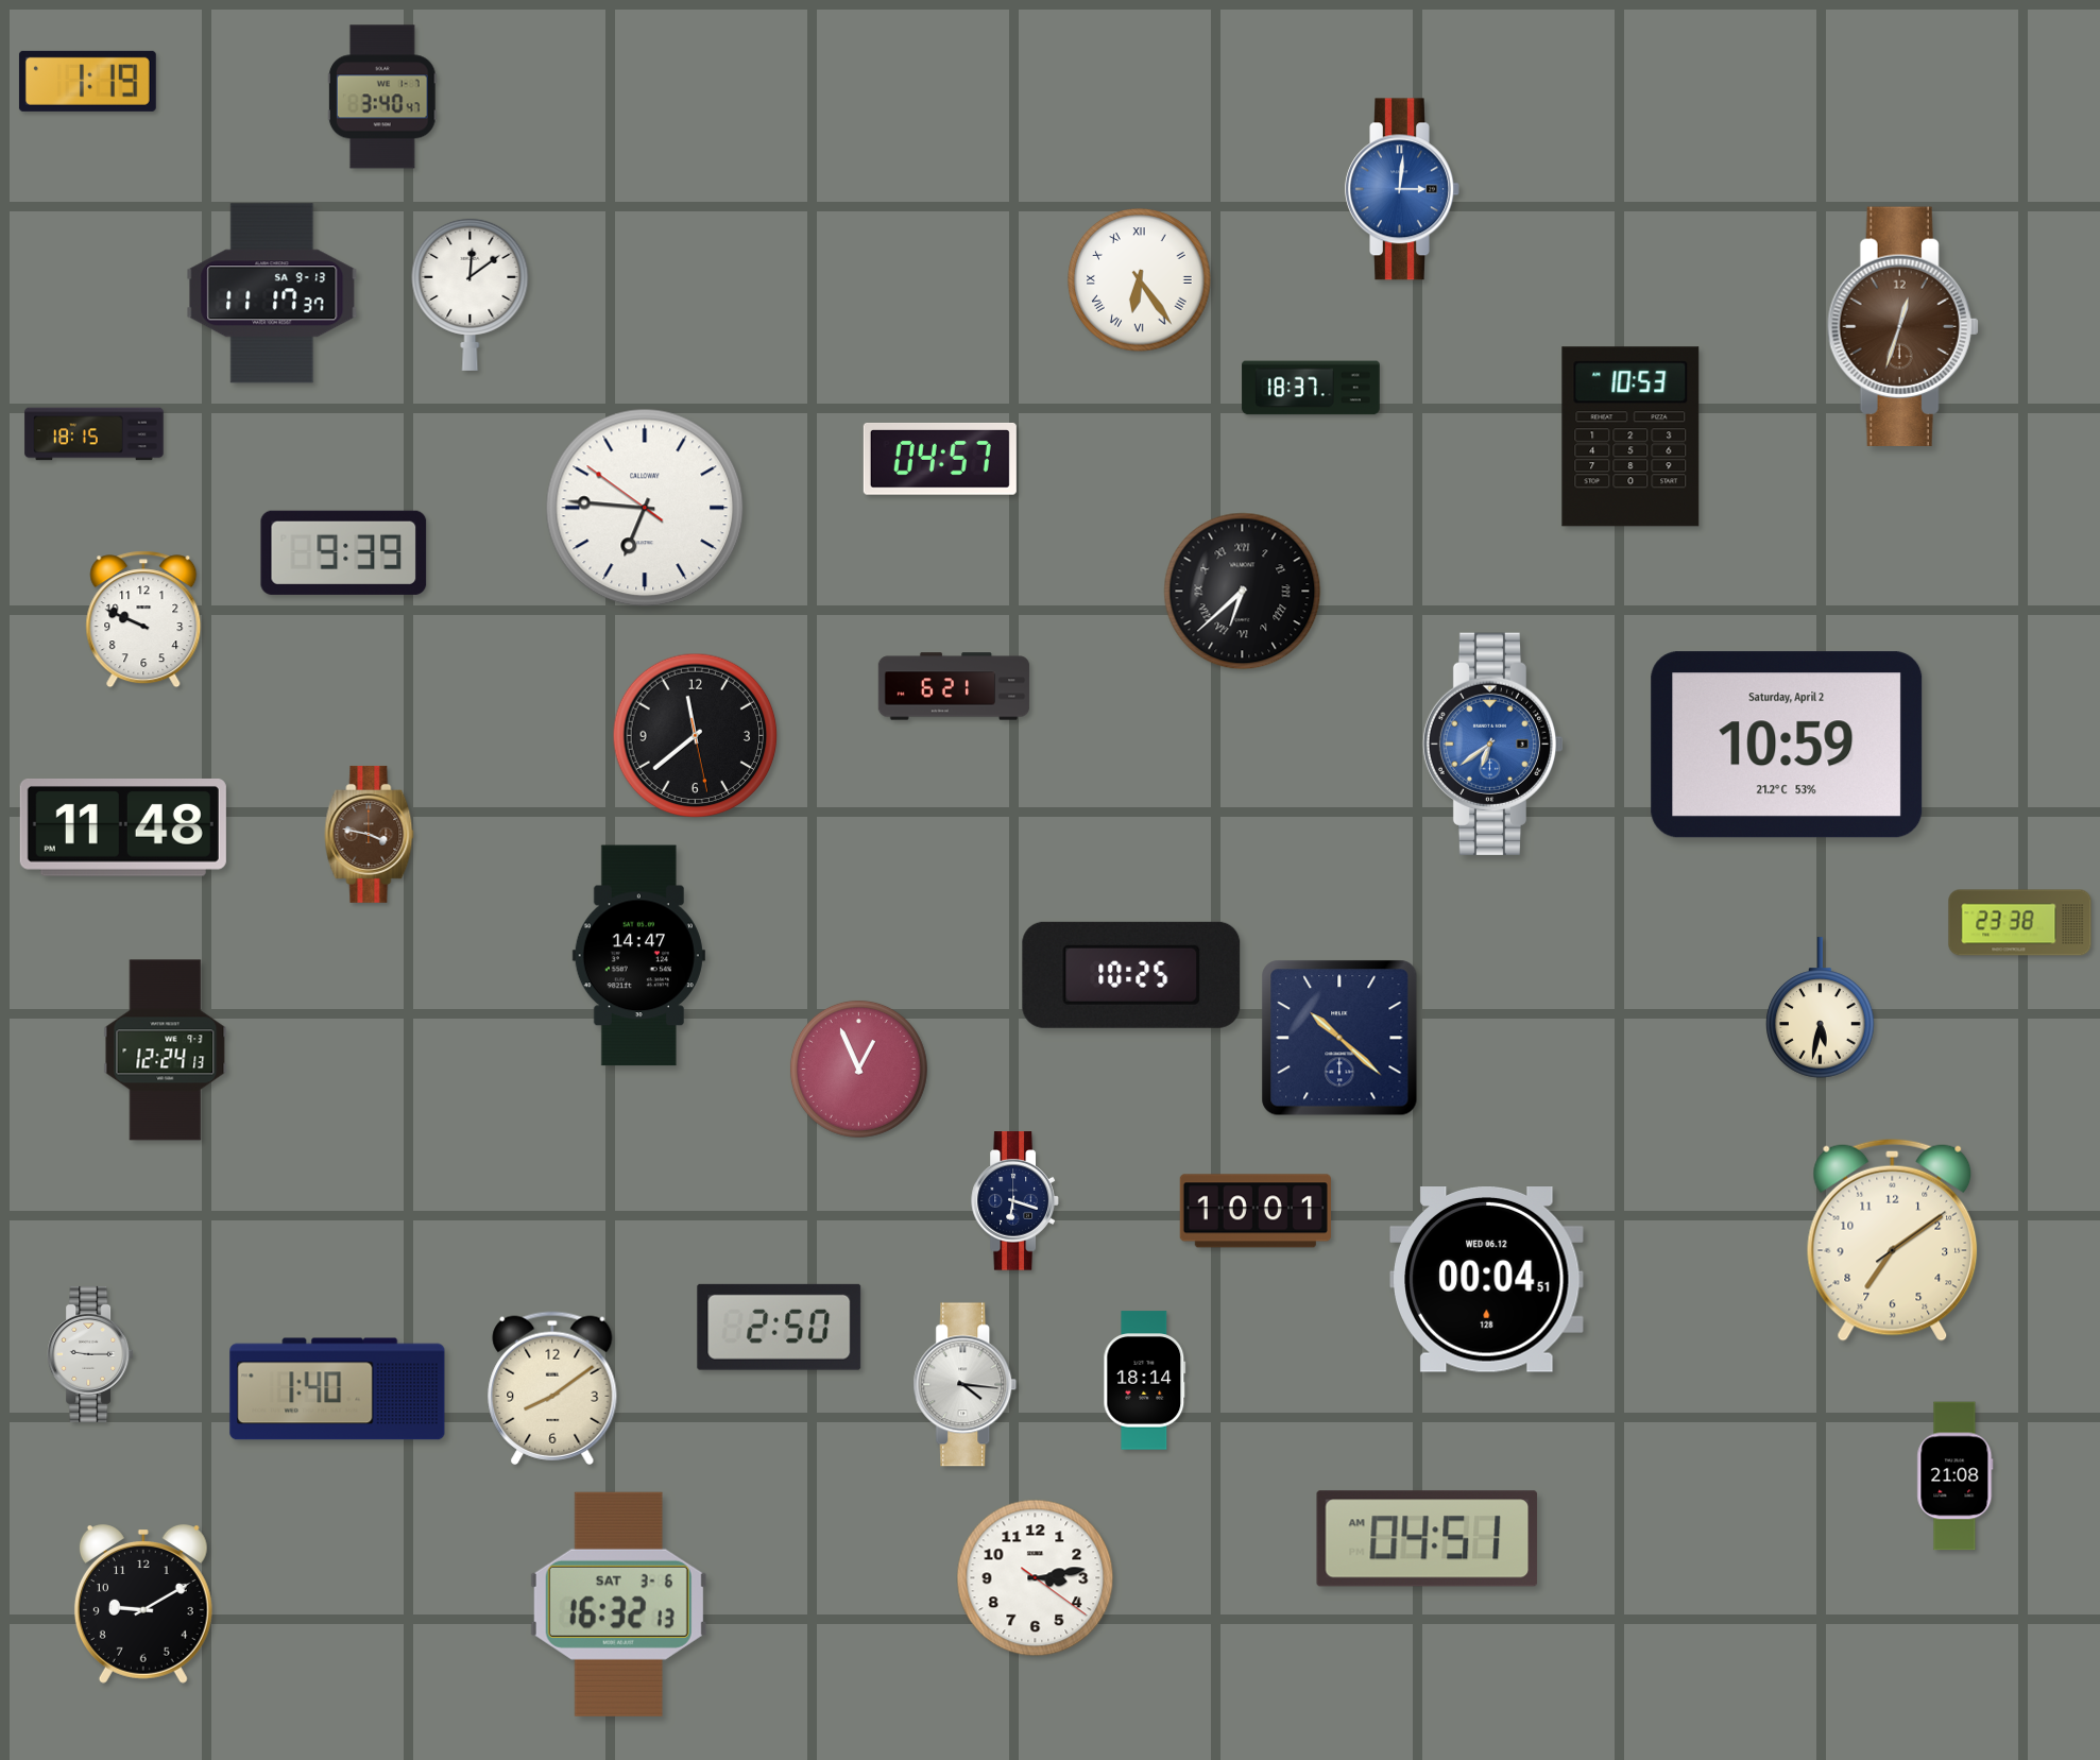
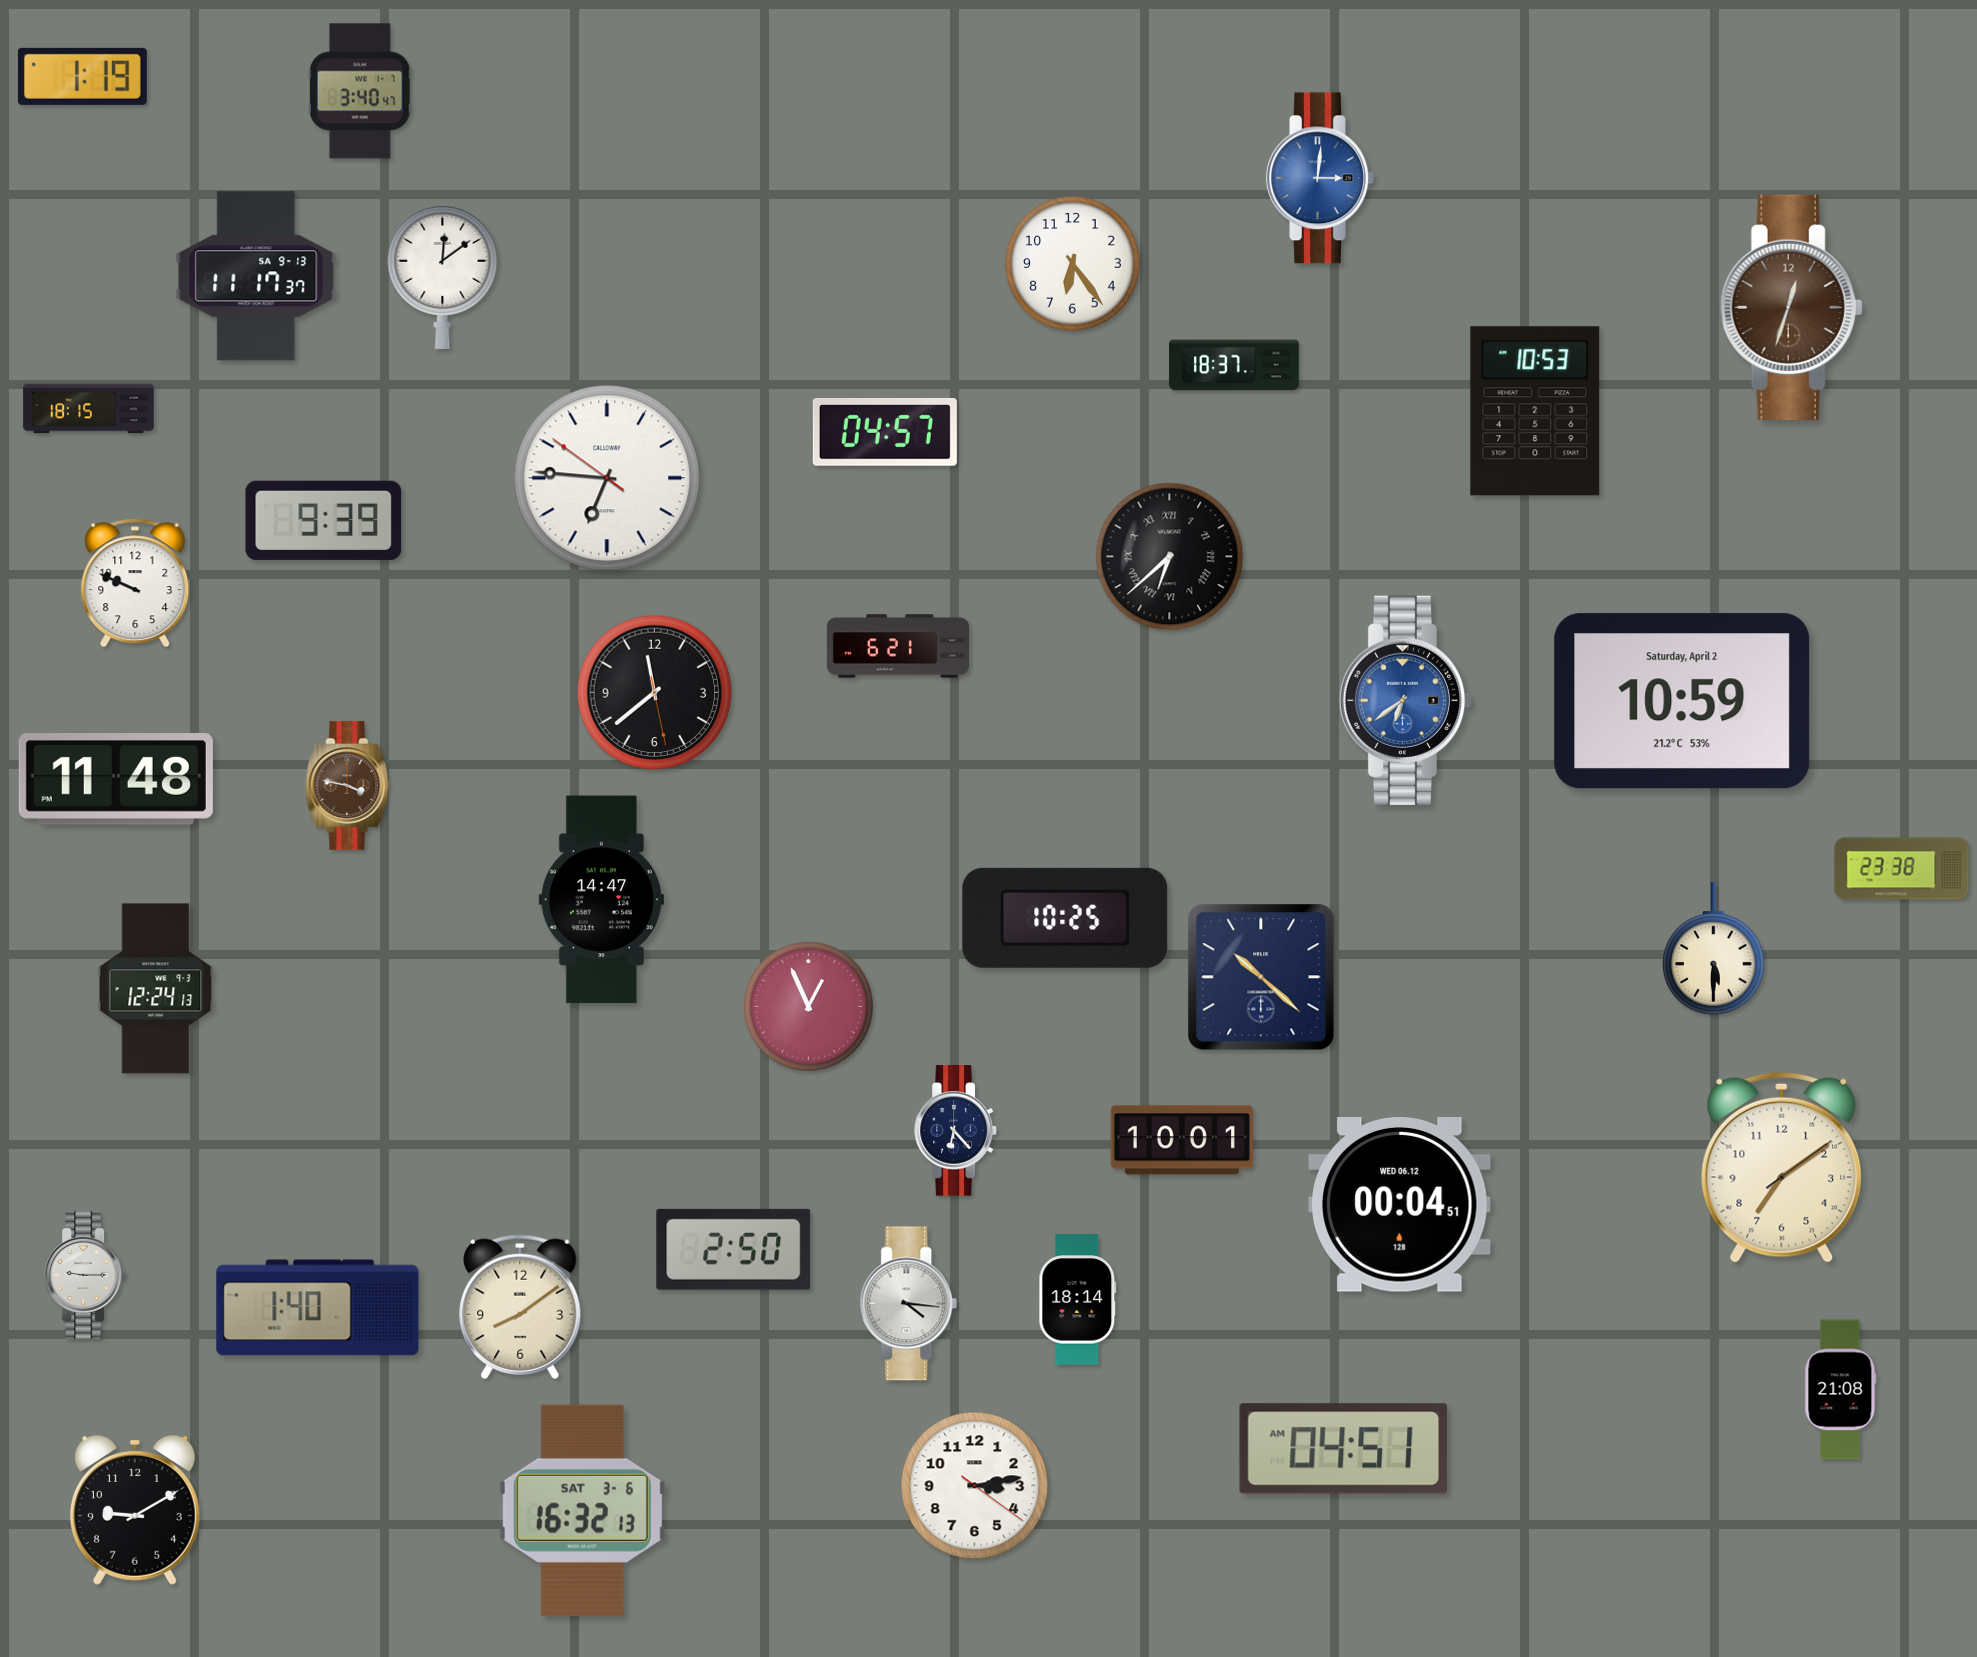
clock at (1140, 280) numerals: Roman -> Arabic
clock at (1821, 1008): 5:32 -> 5:30
clock at (1015, 1201): 6:18 -> 6:23
